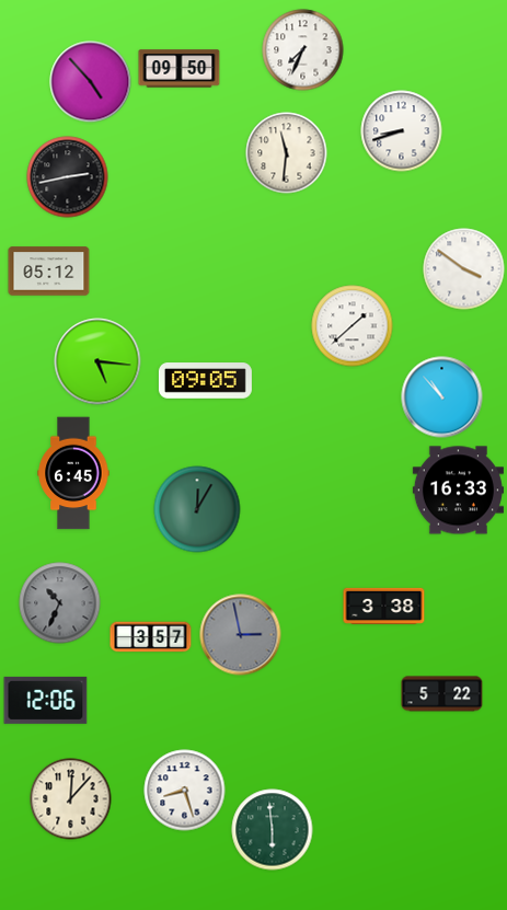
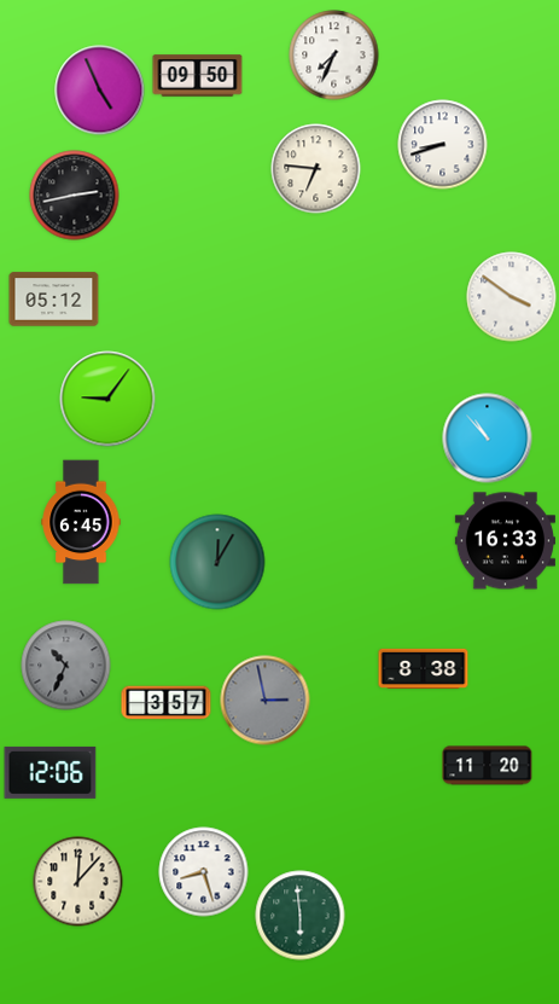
clock at (91, 82): 4:53 -> 4:56
clock at (287, 153): 11:31 -> 6:46
clock at (353, 326): 1:38 -> none
clock at (97, 361): 5:16 -> 9:06
clock at (205, 381): 09:05 -> none
clock at (384, 606): 3:38 -> 8:38
clock at (442, 694): 5:22 -> 11:20
